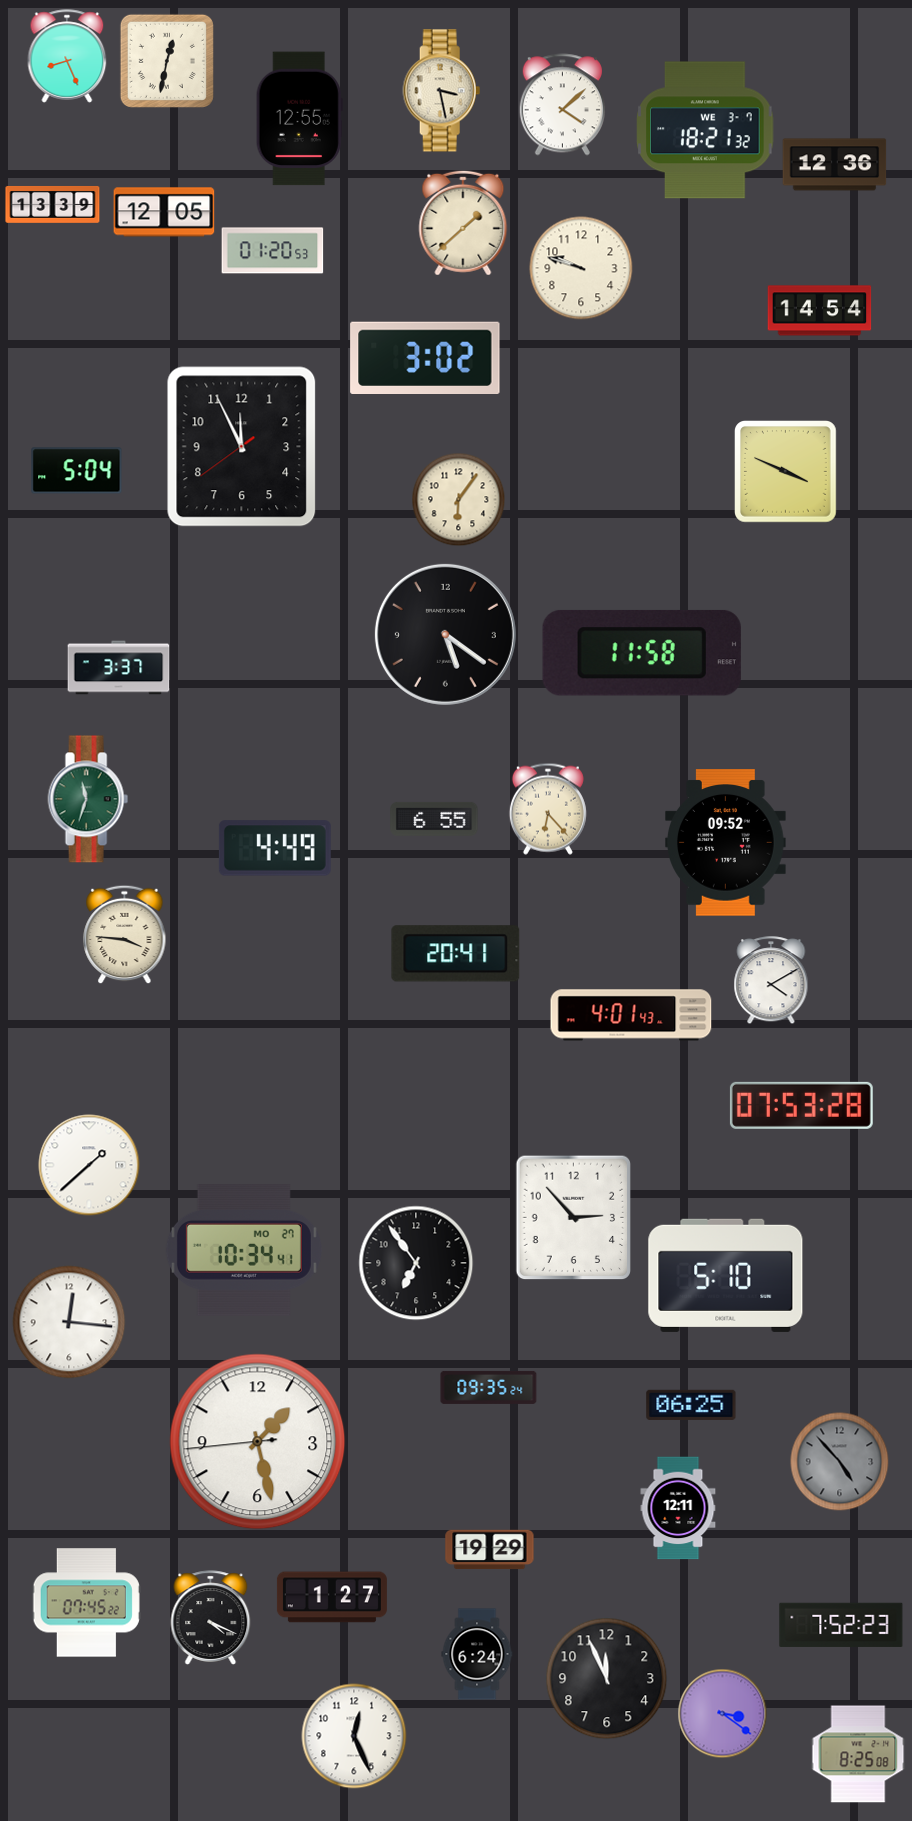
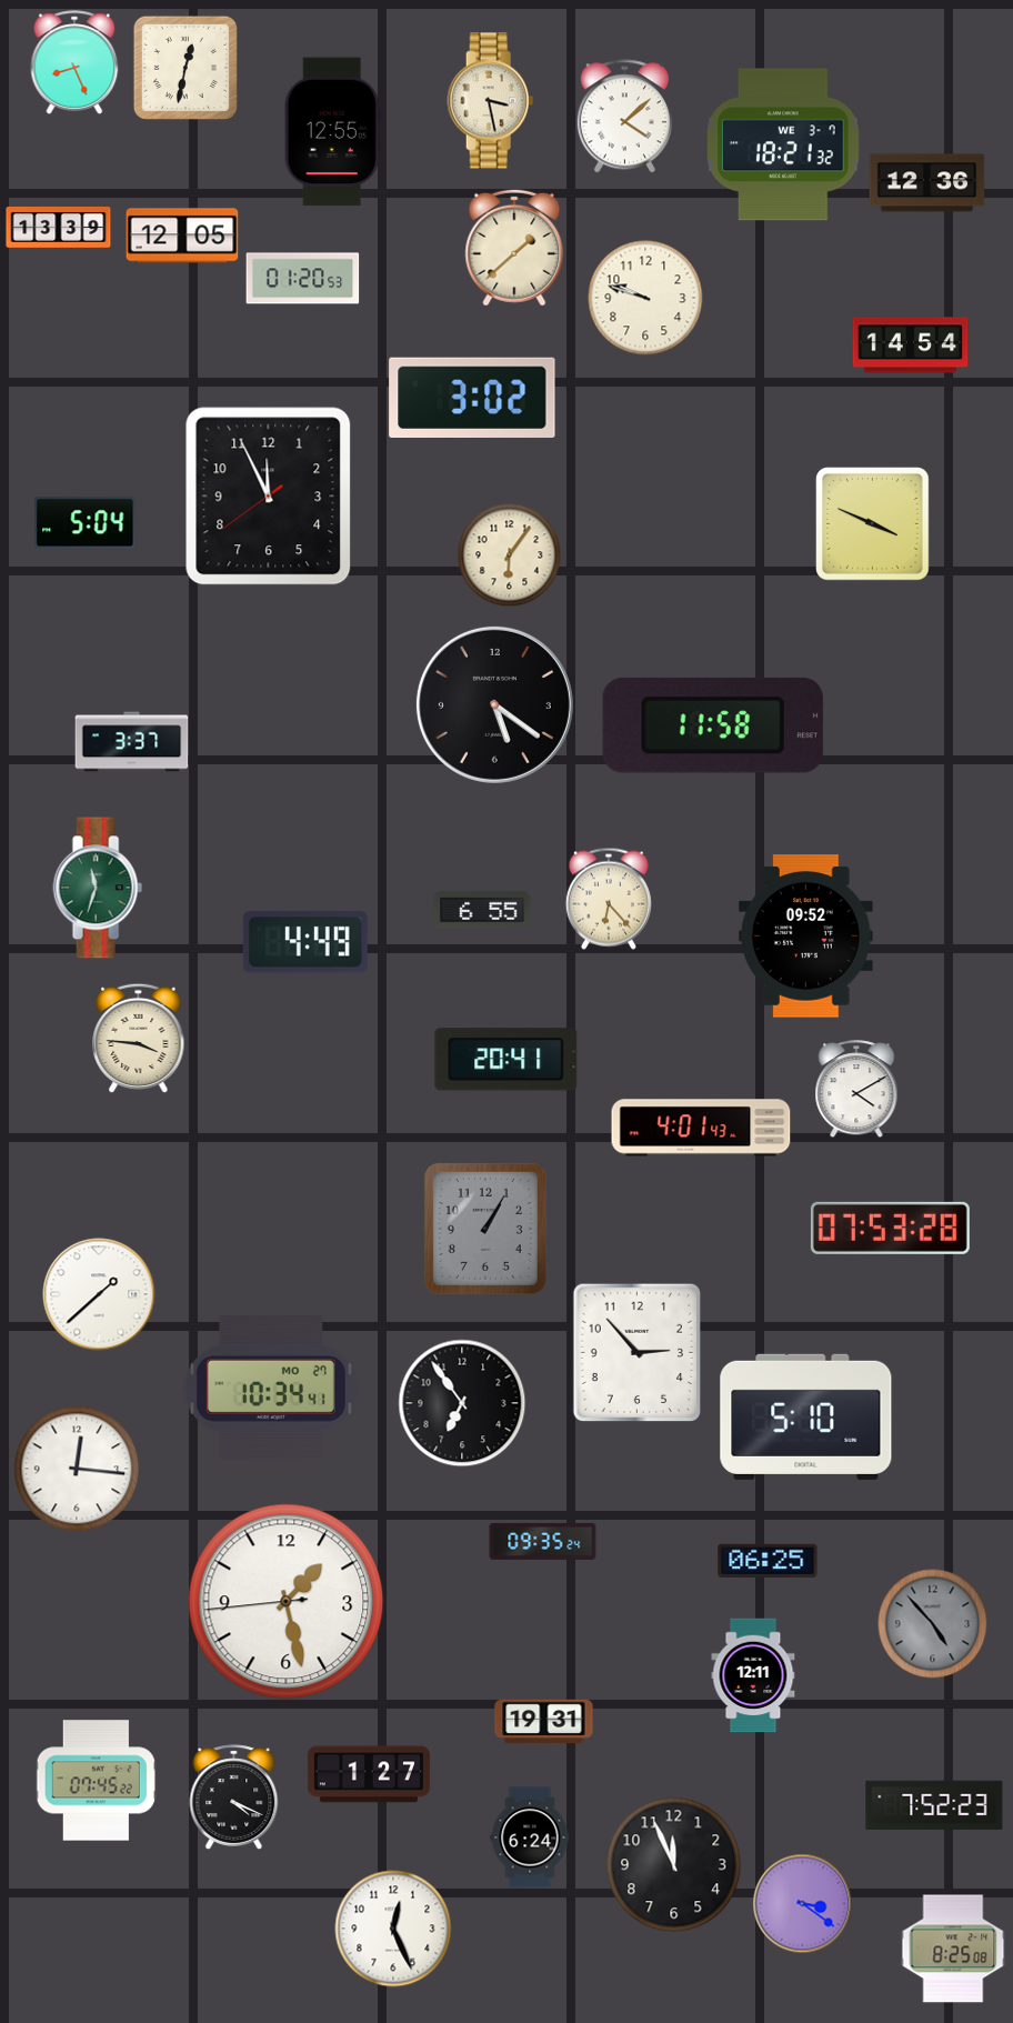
clock at (485, 1229): none -> 1:05
clock at (490, 1550): 19:29 -> 19:31
